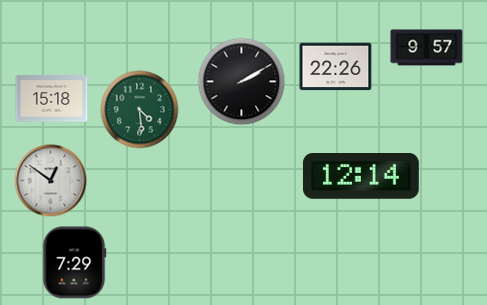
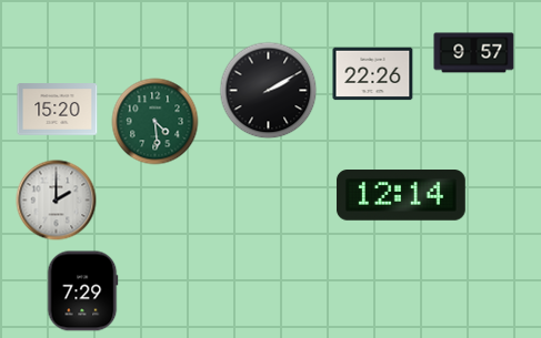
clock at (52, 99): 15:18 -> 15:20
clock at (51, 181): 12:51 -> 2:00
